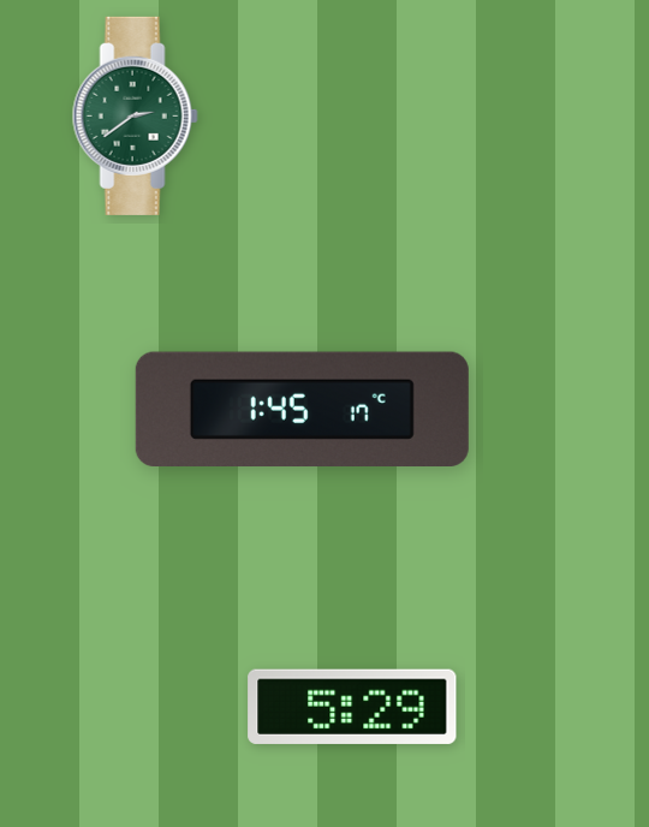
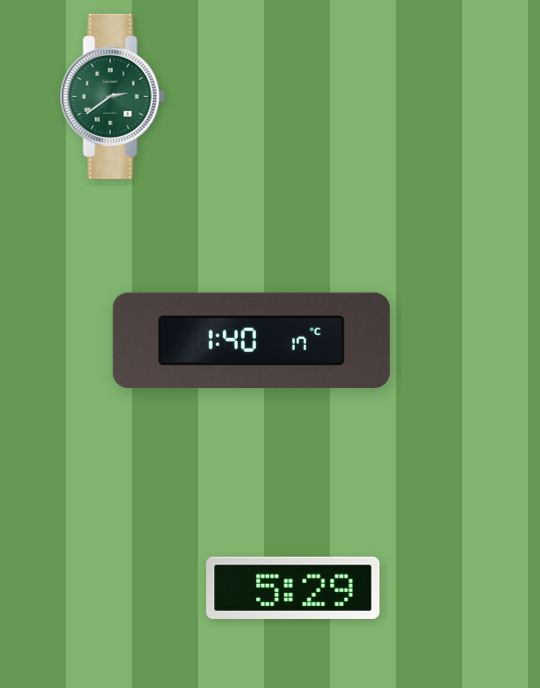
clock at (302, 409): 1:45 -> 1:40
